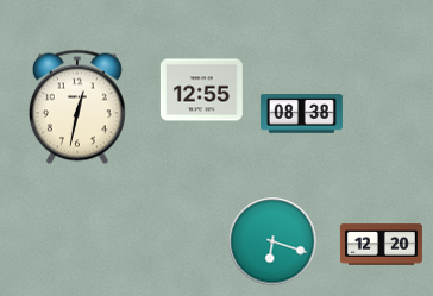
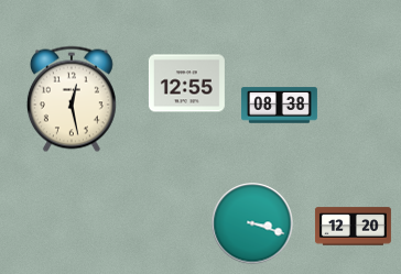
clock at (77, 107): 12:32 -> 12:28
clock at (272, 241): 6:18 -> 3:18
